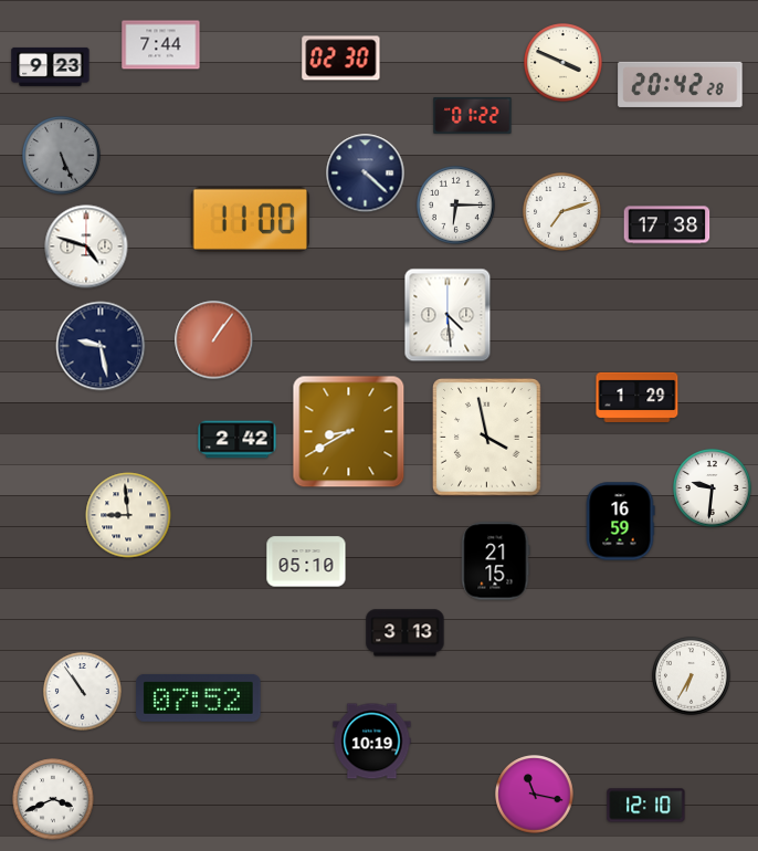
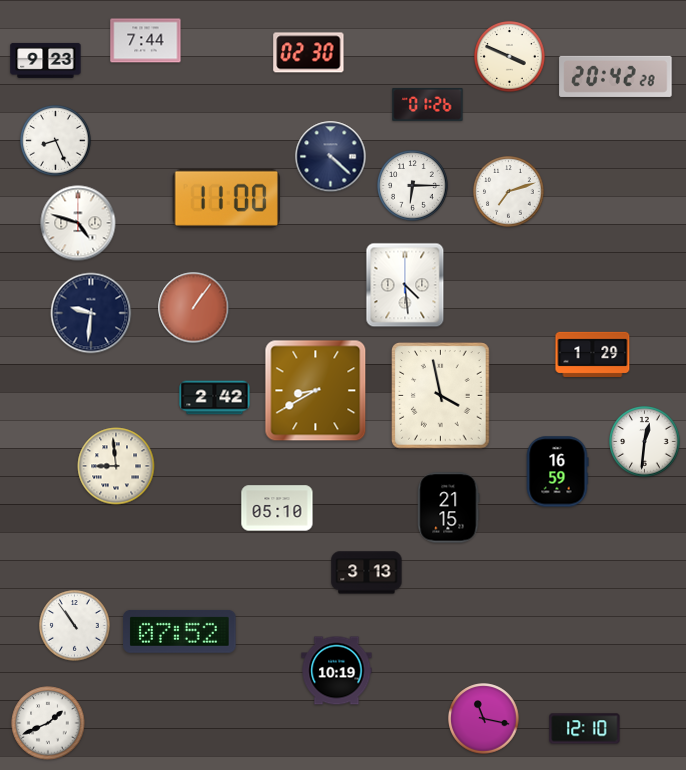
clock at (473, 115): 01:22 -> 01:26
clock at (62, 156): 5:26 -> 8:26
clock at (62, 156) dial: grey -> white
clock at (667, 225): 17:38 -> none
clock at (101, 346): 9:28 -> 9:31
clock at (638, 397) position: (638, 397) -> (593, 354)
clock at (713, 488): 9:31 -> 12:31
clock at (620, 522) position: (620, 522) -> (557, 472)
clock at (692, 676): 6:35 -> none
clock at (53, 799): 3:41 -> 1:41
